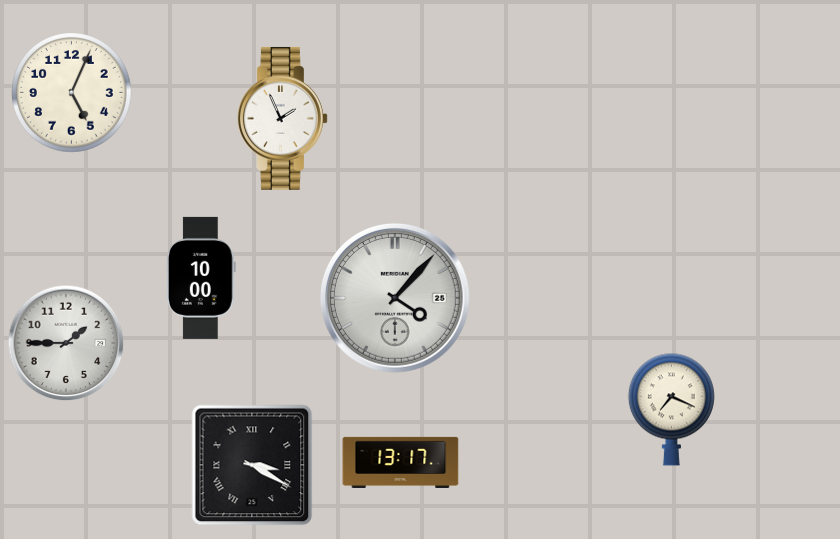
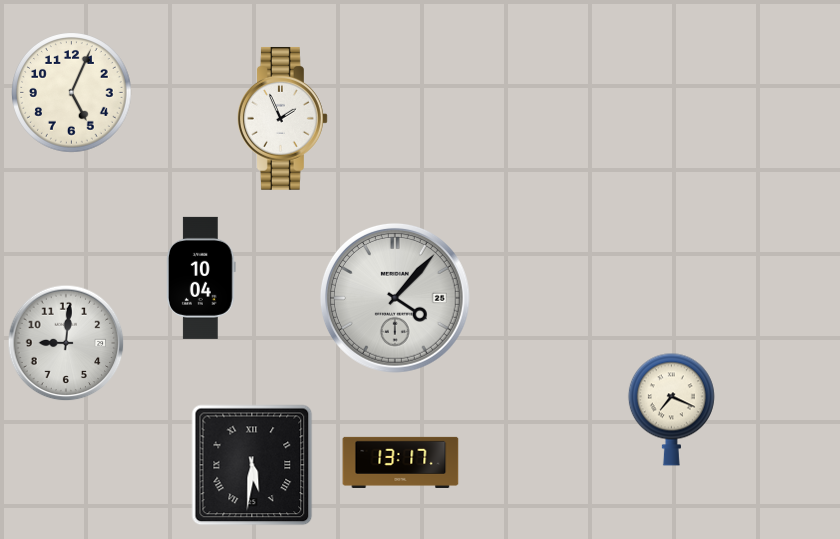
clock at (202, 278): 10:00 -> 10:04
clock at (66, 343): 1:45 -> 9:01
clock at (252, 465): 3:20 -> 5:31
